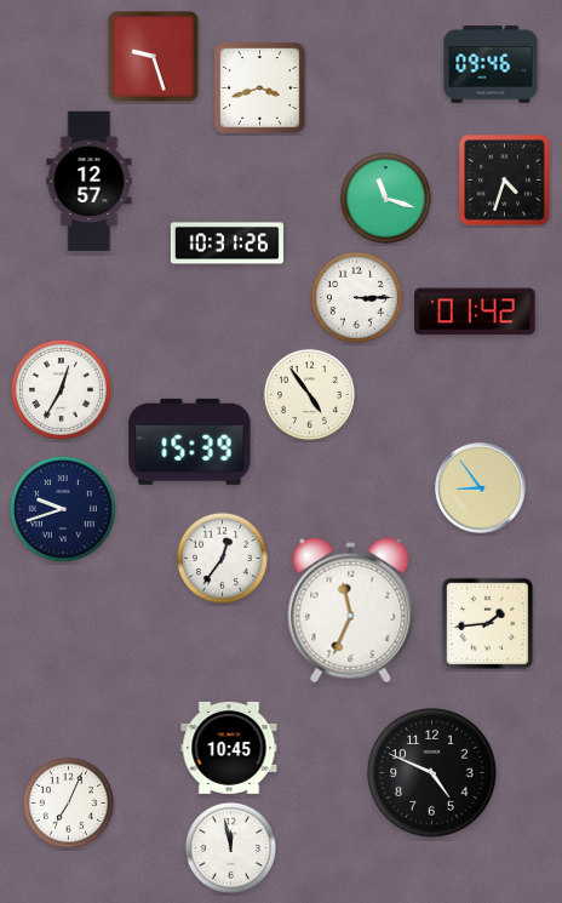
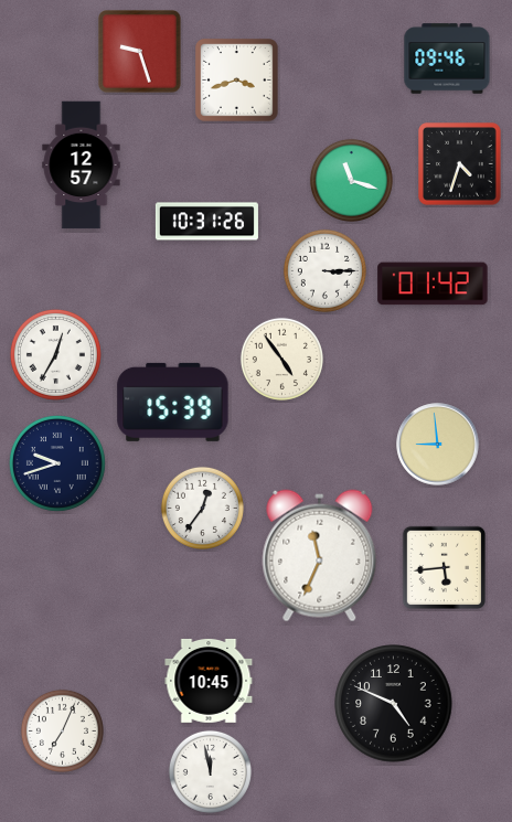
clock at (481, 488): 8:54 -> 8:59
clock at (487, 623): 1:44 -> 5:44
